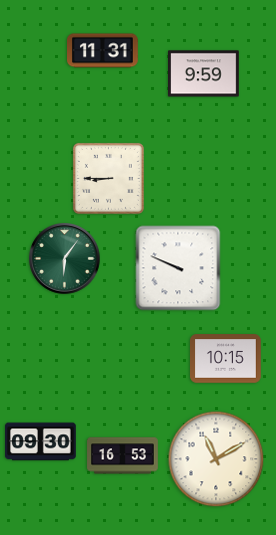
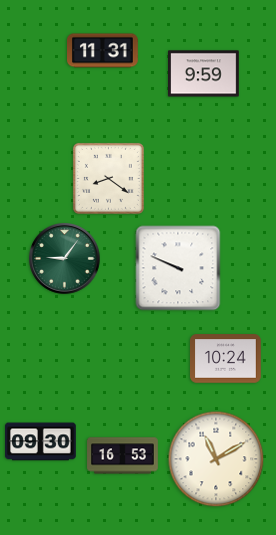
clock at (108, 178): 8:45 -> 8:21
clock at (65, 259): 6:06 -> 9:06
clock at (226, 359): 10:15 -> 10:24
